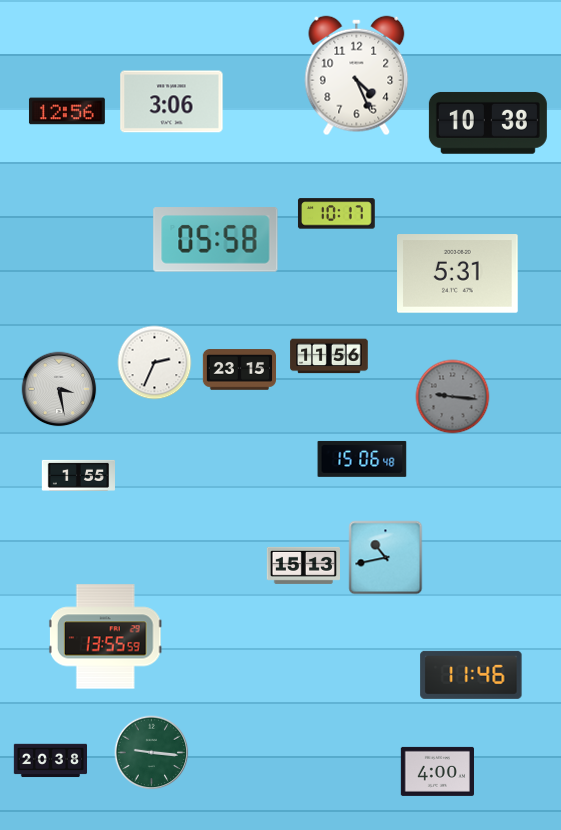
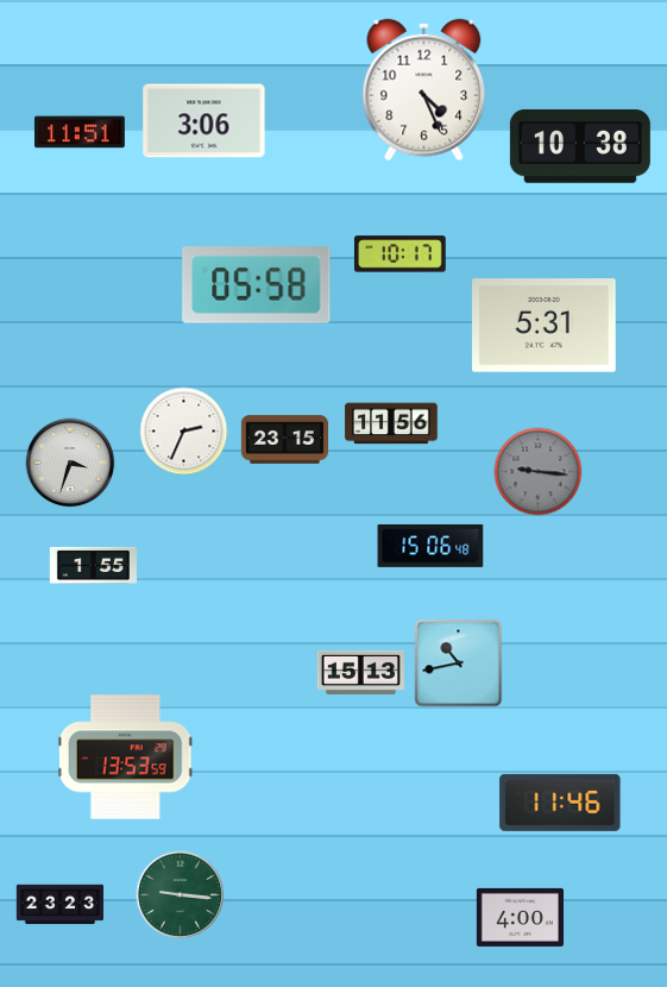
clock at (67, 111): 12:56 -> 11:51
clock at (59, 389): 3:28 -> 3:33
clock at (105, 637): 13:55 -> 13:53
clock at (50, 761): 20:38 -> 23:23
